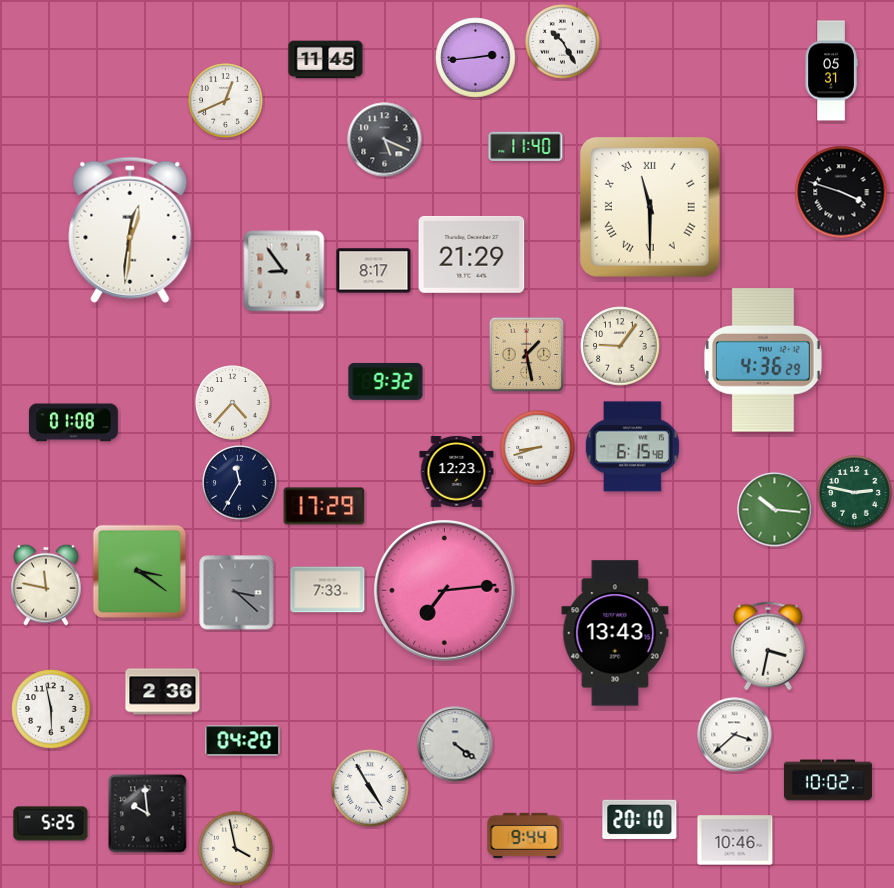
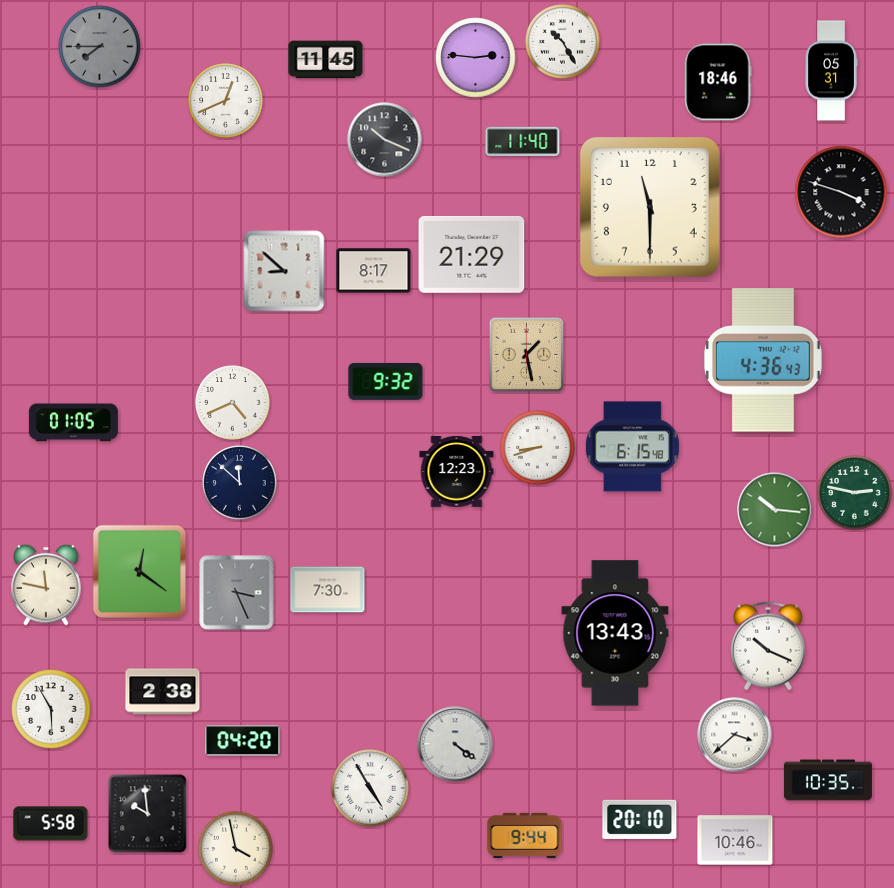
clock at (100, 47): none -> 7:45
clock at (476, 58): 2:44 -> 2:46
clock at (718, 82): none -> 18:46
clock at (385, 140): 5:19 -> 10:19
clock at (526, 146) position: (526, 146) -> (523, 141)
clock at (650, 207) numerals: Roman -> Arabic
clock at (130, 230): 12:31 -> none
clock at (284, 271): 8:54 -> 8:52
clock at (620, 346): 9:06 -> none
clock at (763, 360): 4:36:29 -> 4:36:43
clock at (233, 403): 4:37 -> 4:41
clock at (73, 423): 01:08 -> 01:05
clock at (240, 483): 11:35 -> 11:52
clock at (324, 506): 17:29 -> none
clock at (140, 572): 3:21 -> 12:21
clock at (328, 590): 7:33 -> 7:30
clock at (444, 590): 7:14 -> none
clock at (237, 593): 3:22 -> 3:26
clock at (768, 646): 3:32 -> 10:19
clock at (163, 692): 2:36 -> 2:38
clock at (51, 709): 5:58 -> 5:55
clock at (828, 780): 10:02 -> 10:35
clock at (51, 824): 5:25 -> 5:58
